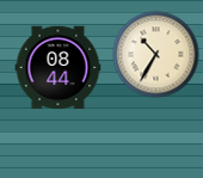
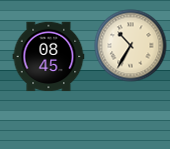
clock at (59, 68): 08:44 -> 08:45
